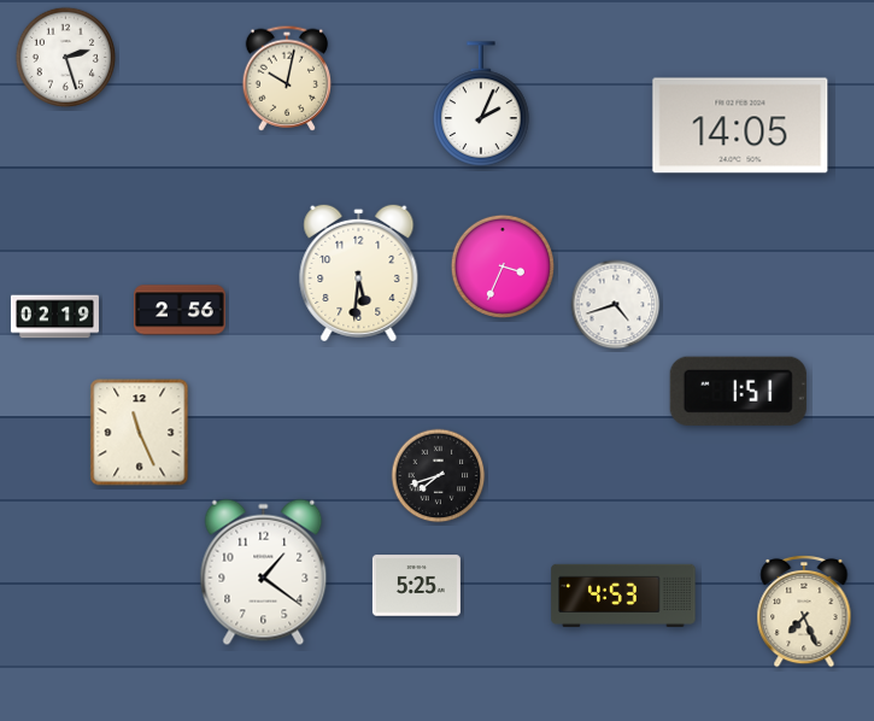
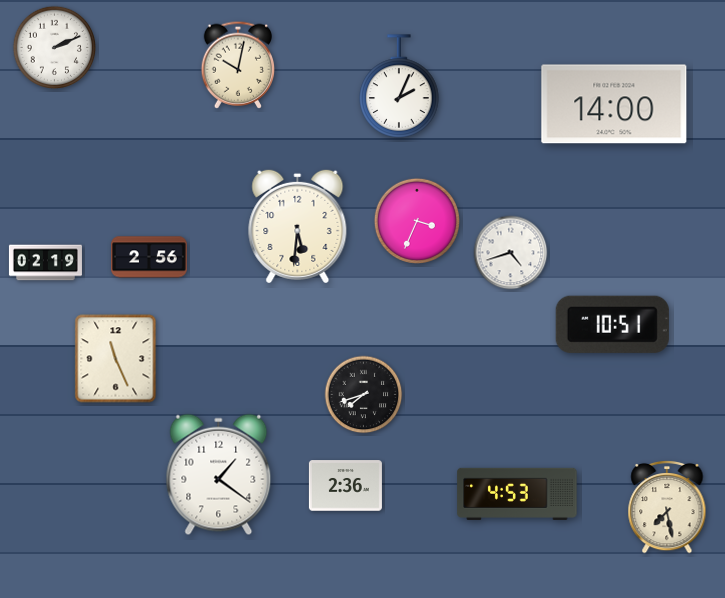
clock at (66, 58): 2:27 -> 2:11
clock at (740, 125): 14:05 -> 14:00
clock at (738, 391): 1:51 -> 10:51
clock at (416, 586): 5:25 -> 2:36
clock at (804, 611): 7:26 -> 7:28
